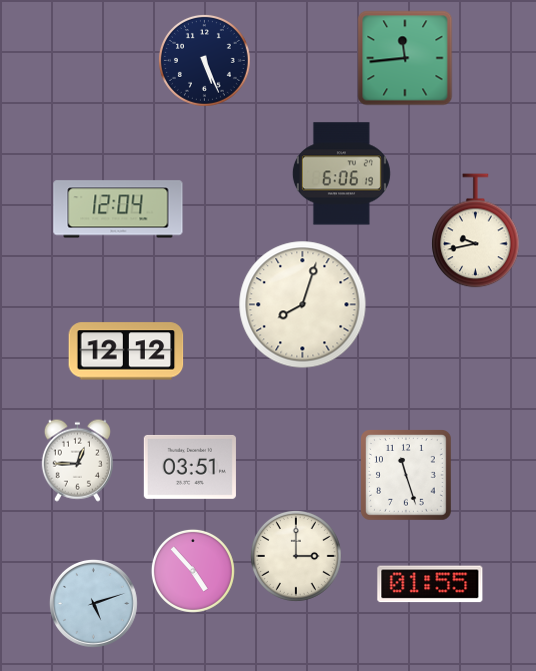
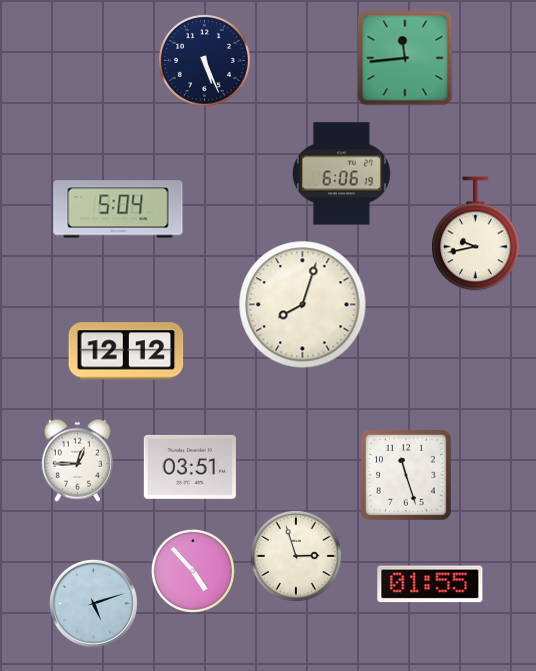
clock at (118, 209): 12:04 -> 5:04
clock at (476, 231) position: (476, 231) -> (476, 234)
clock at (296, 556): 3:00 -> 2:57
